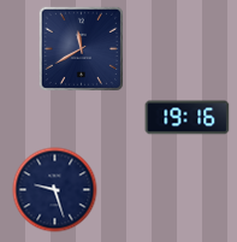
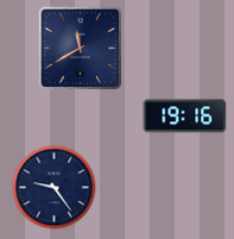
clock at (55, 190): 9:27 -> 9:24
